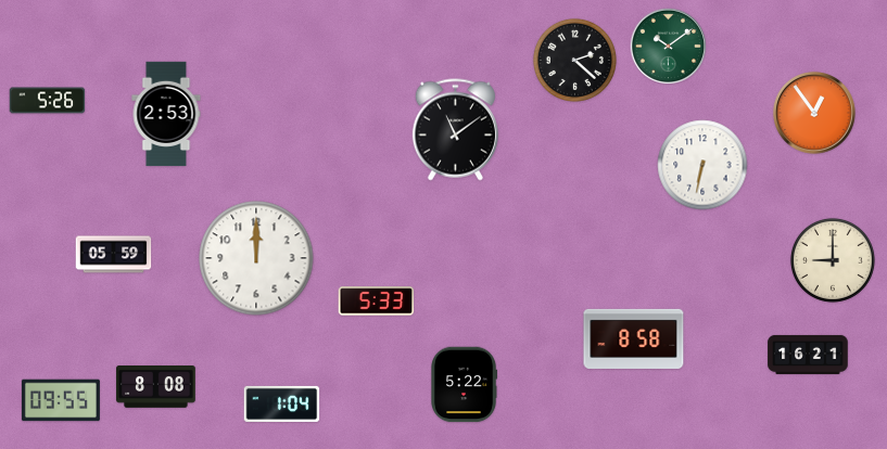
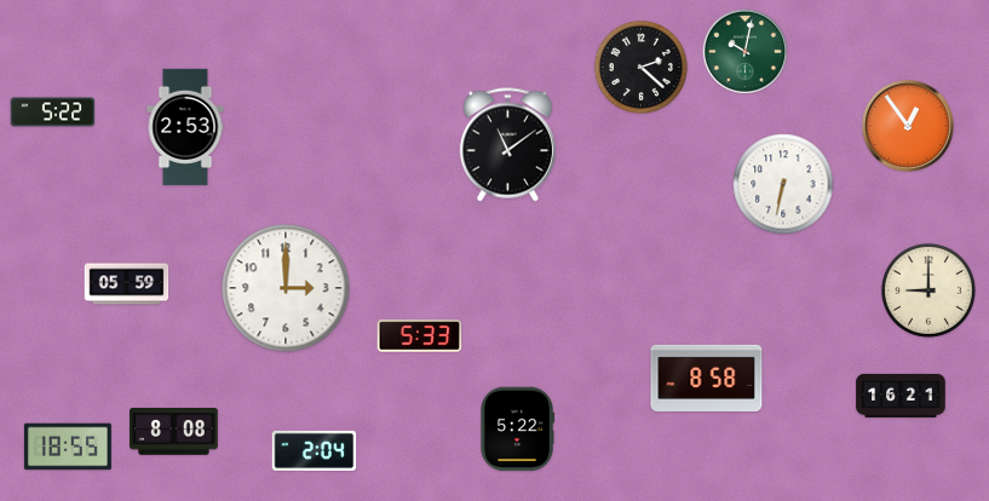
clock at (669, 47): 10:09 -> 10:02
clock at (48, 101): 5:26 -> 5:22
clock at (256, 258): 12:00 -> 3:00
clock at (61, 400): 09:55 -> 18:55
clock at (282, 403): 1:04 -> 2:04
